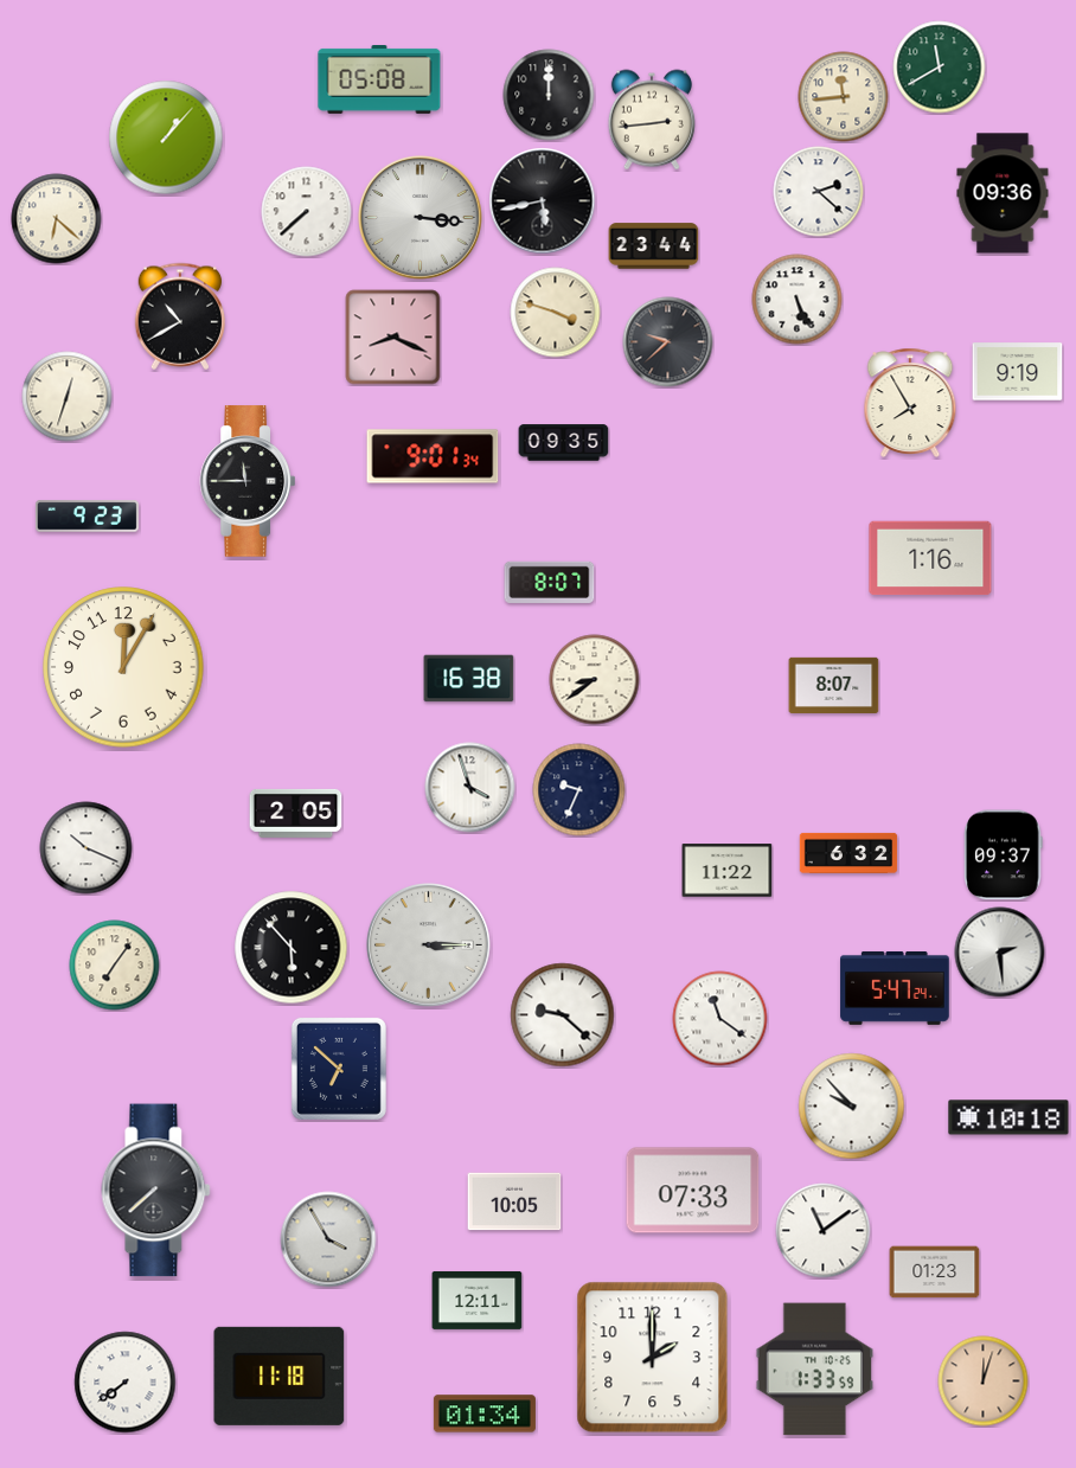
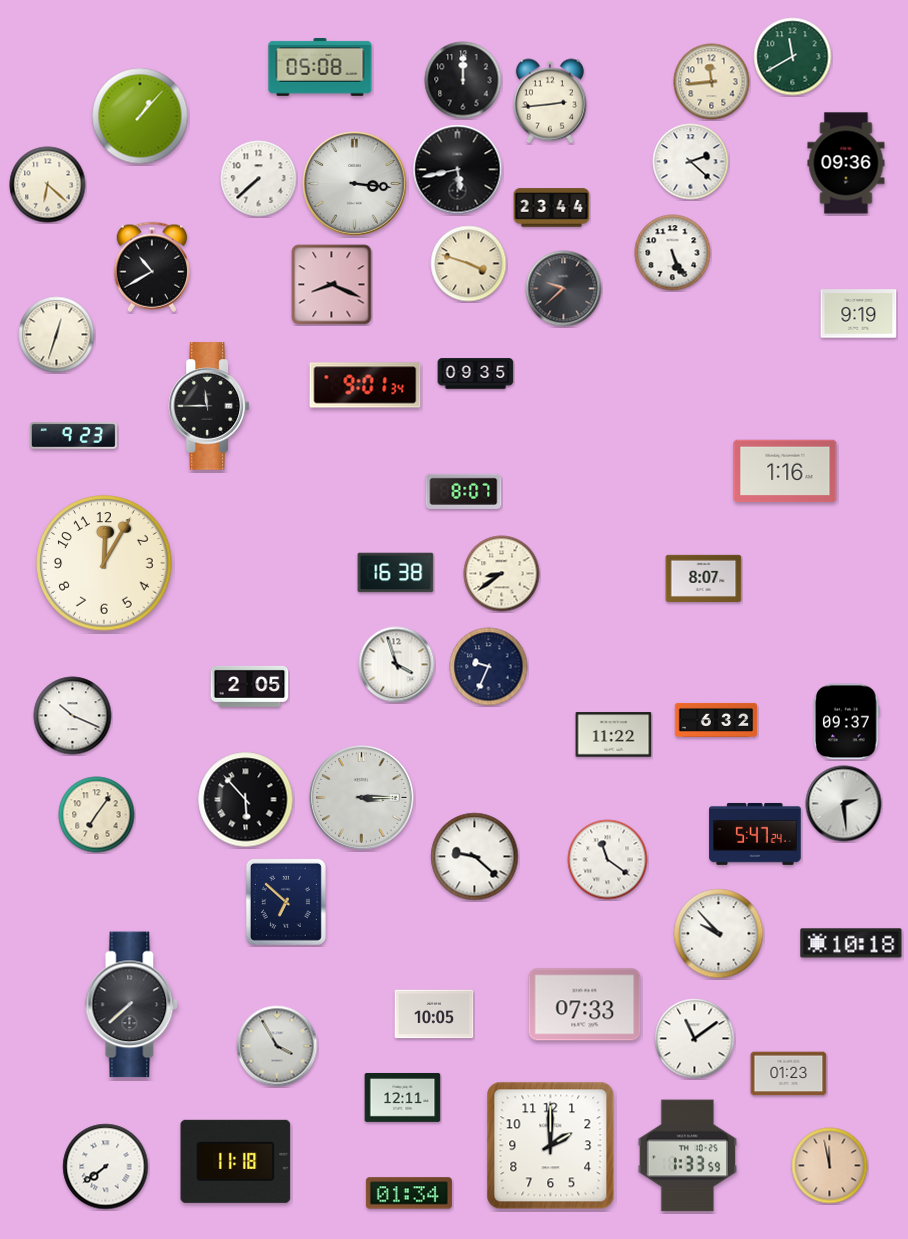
clock at (910, 402): 7:55 -> none
clock at (984, 1382): 12:03 -> 11:58
